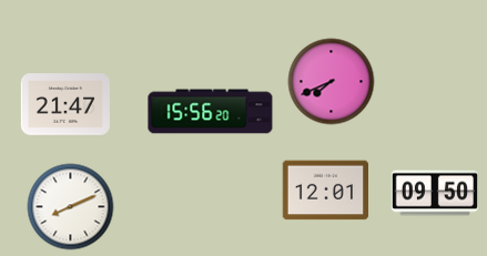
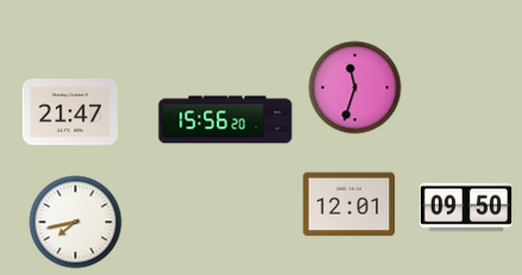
clock at (331, 81): 7:41 -> 11:33
clock at (70, 206): 8:11 -> 7:43
